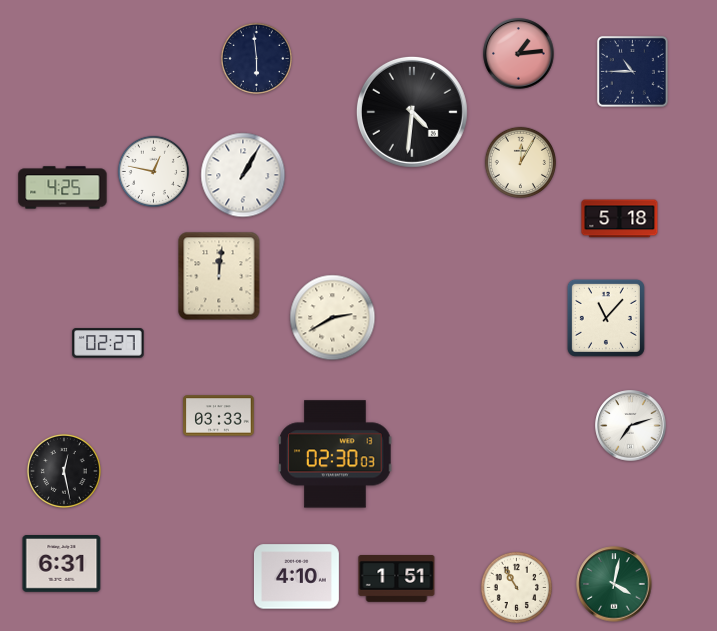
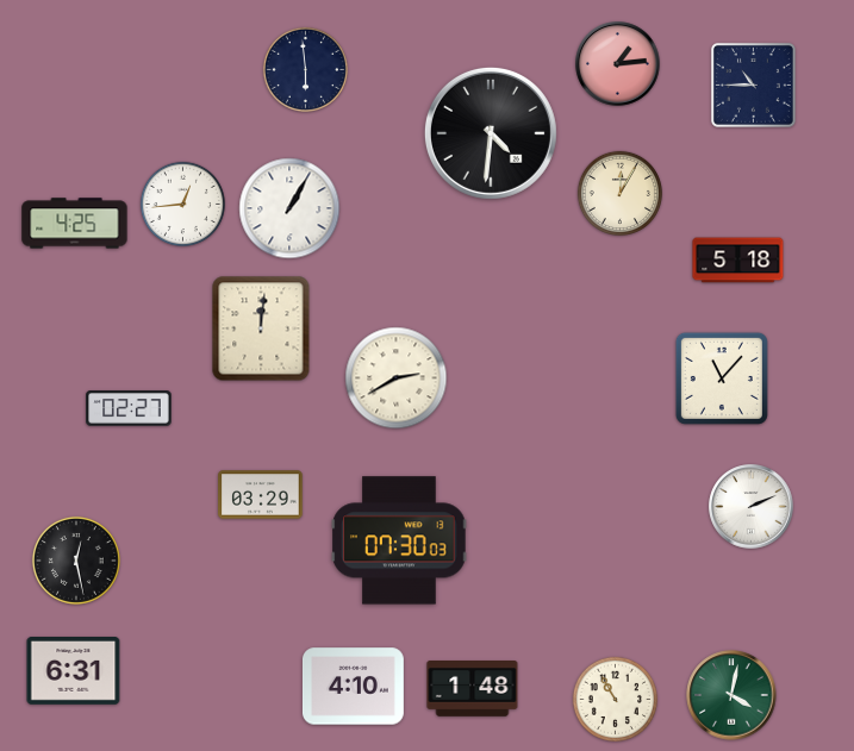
clock at (153, 171): 12:47 -> 12:44
clock at (219, 416): 03:33 -> 03:29
clock at (631, 426): 7:12 -> 2:11
clock at (335, 454): 02:30 -> 07:30
clock at (397, 579): 1:51 -> 1:48
